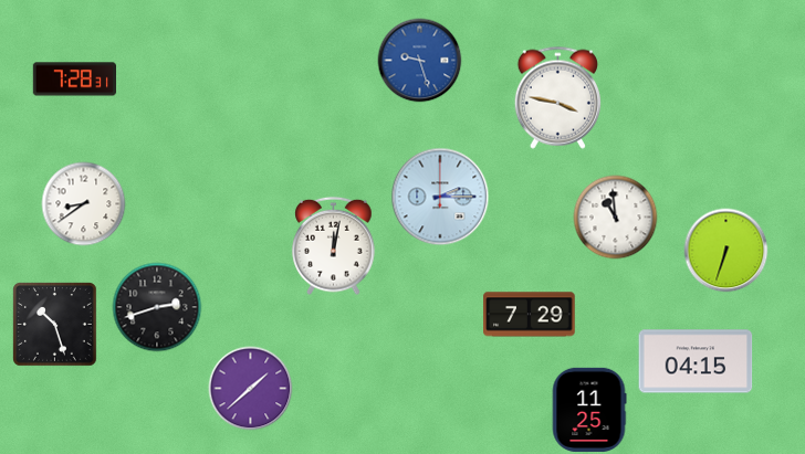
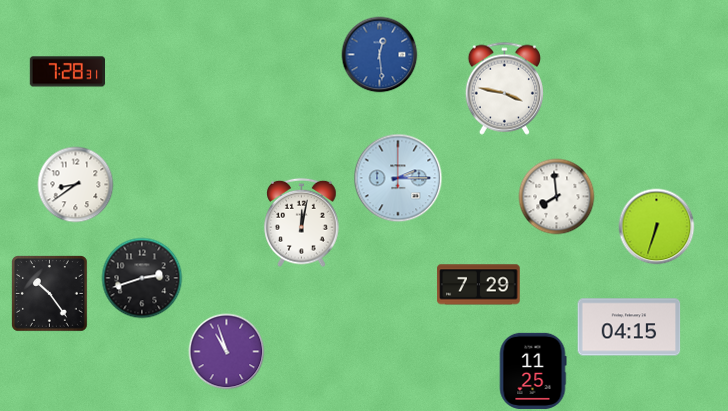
clock at (420, 61): 9:27 -> 12:29
clock at (616, 218): 10:59 -> 7:59
clock at (55, 325): 10:27 -> 10:24
clock at (251, 389): 1:38 -> 10:57
